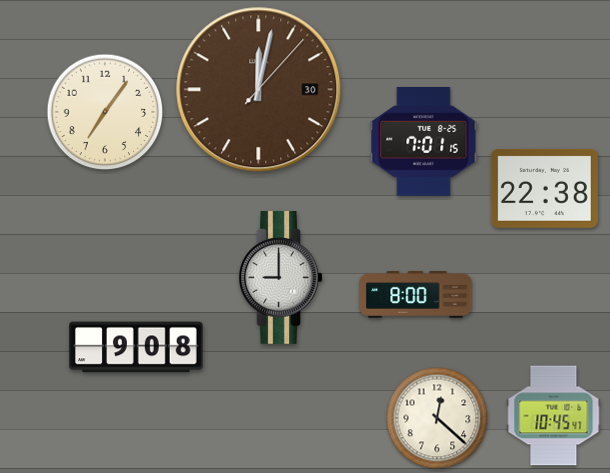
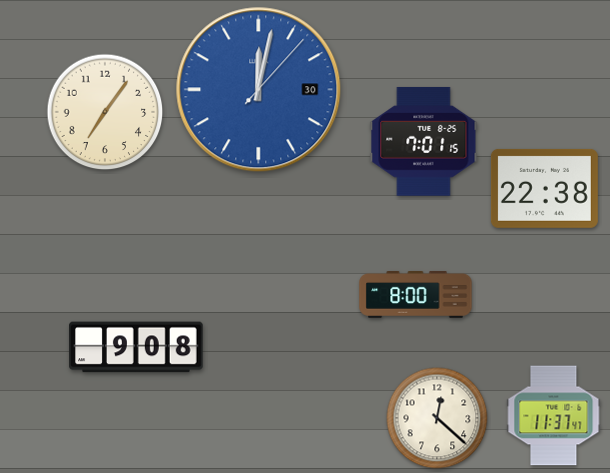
clock at (259, 90) dial: brown -> blue
clock at (281, 278): 9:00 -> none
clock at (554, 416): 10:45 -> 11:37
